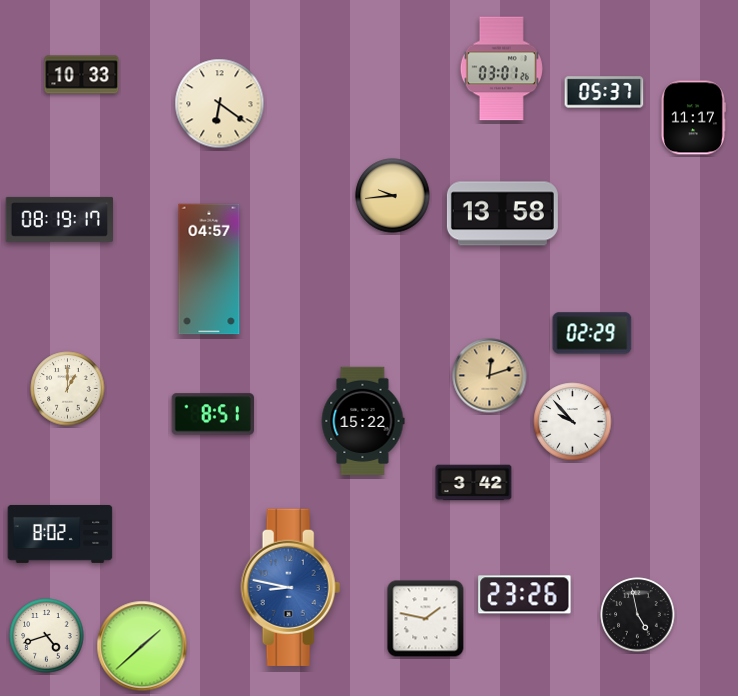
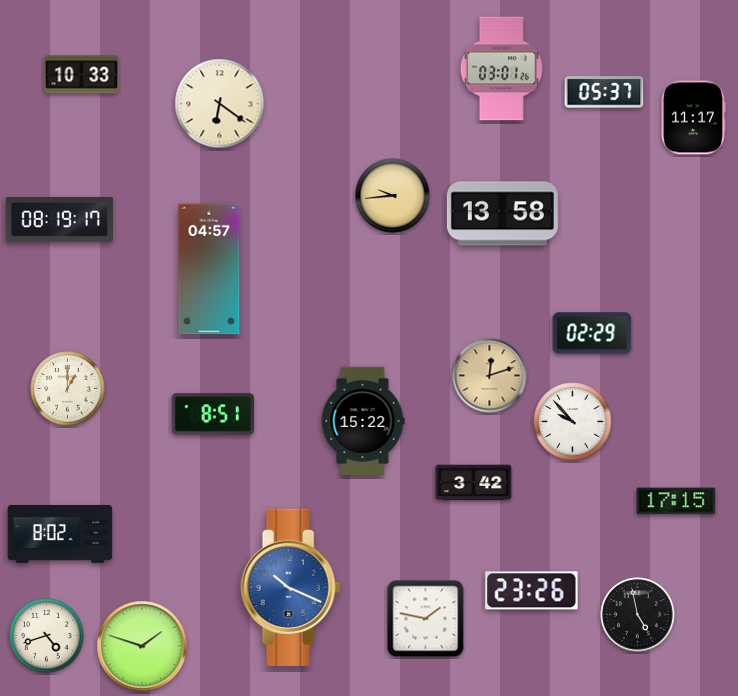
clock at (676, 501): none -> 17:15
clock at (291, 587): 8:47 -> 10:19
clock at (525, 595) position: (525, 595) -> (532, 591)
clock at (142, 646): 1:38 -> 1:48
